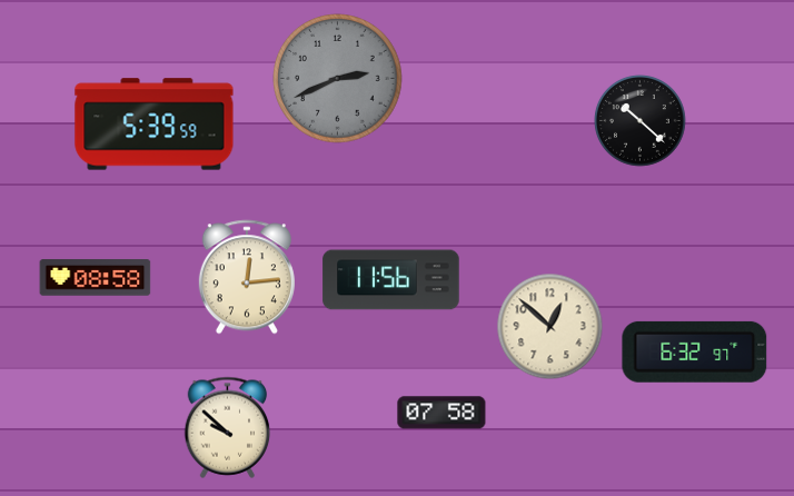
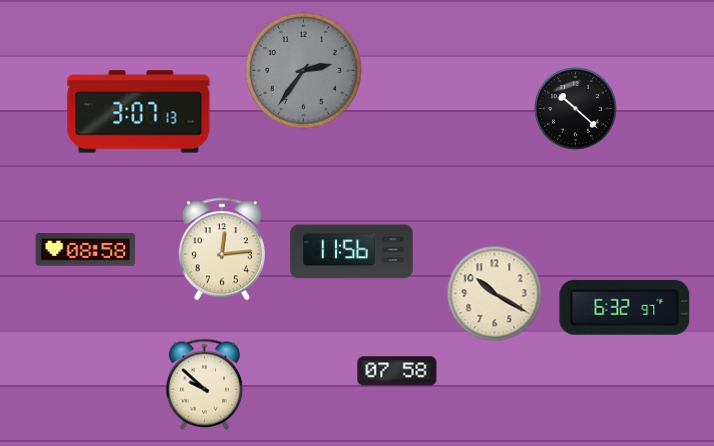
clock at (338, 79): 2:41 -> 2:36
clock at (155, 125): 5:39 -> 3:07
clock at (550, 327): 12:52 -> 10:20
clock at (695, 351) position: (695, 351) -> (625, 307)
